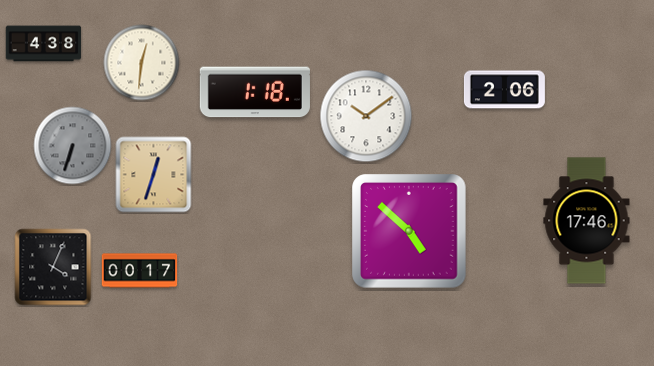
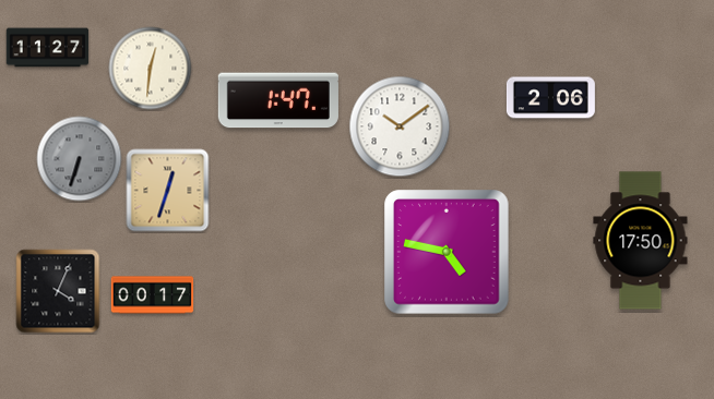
clock at (44, 44): 4:38 -> 11:27
clock at (142, 63) position: (142, 63) -> (151, 69)
clock at (255, 92): 1:18 -> 1:47
clock at (587, 221): 17:46 -> 17:50
clock at (409, 231): 4:52 -> 4:47
